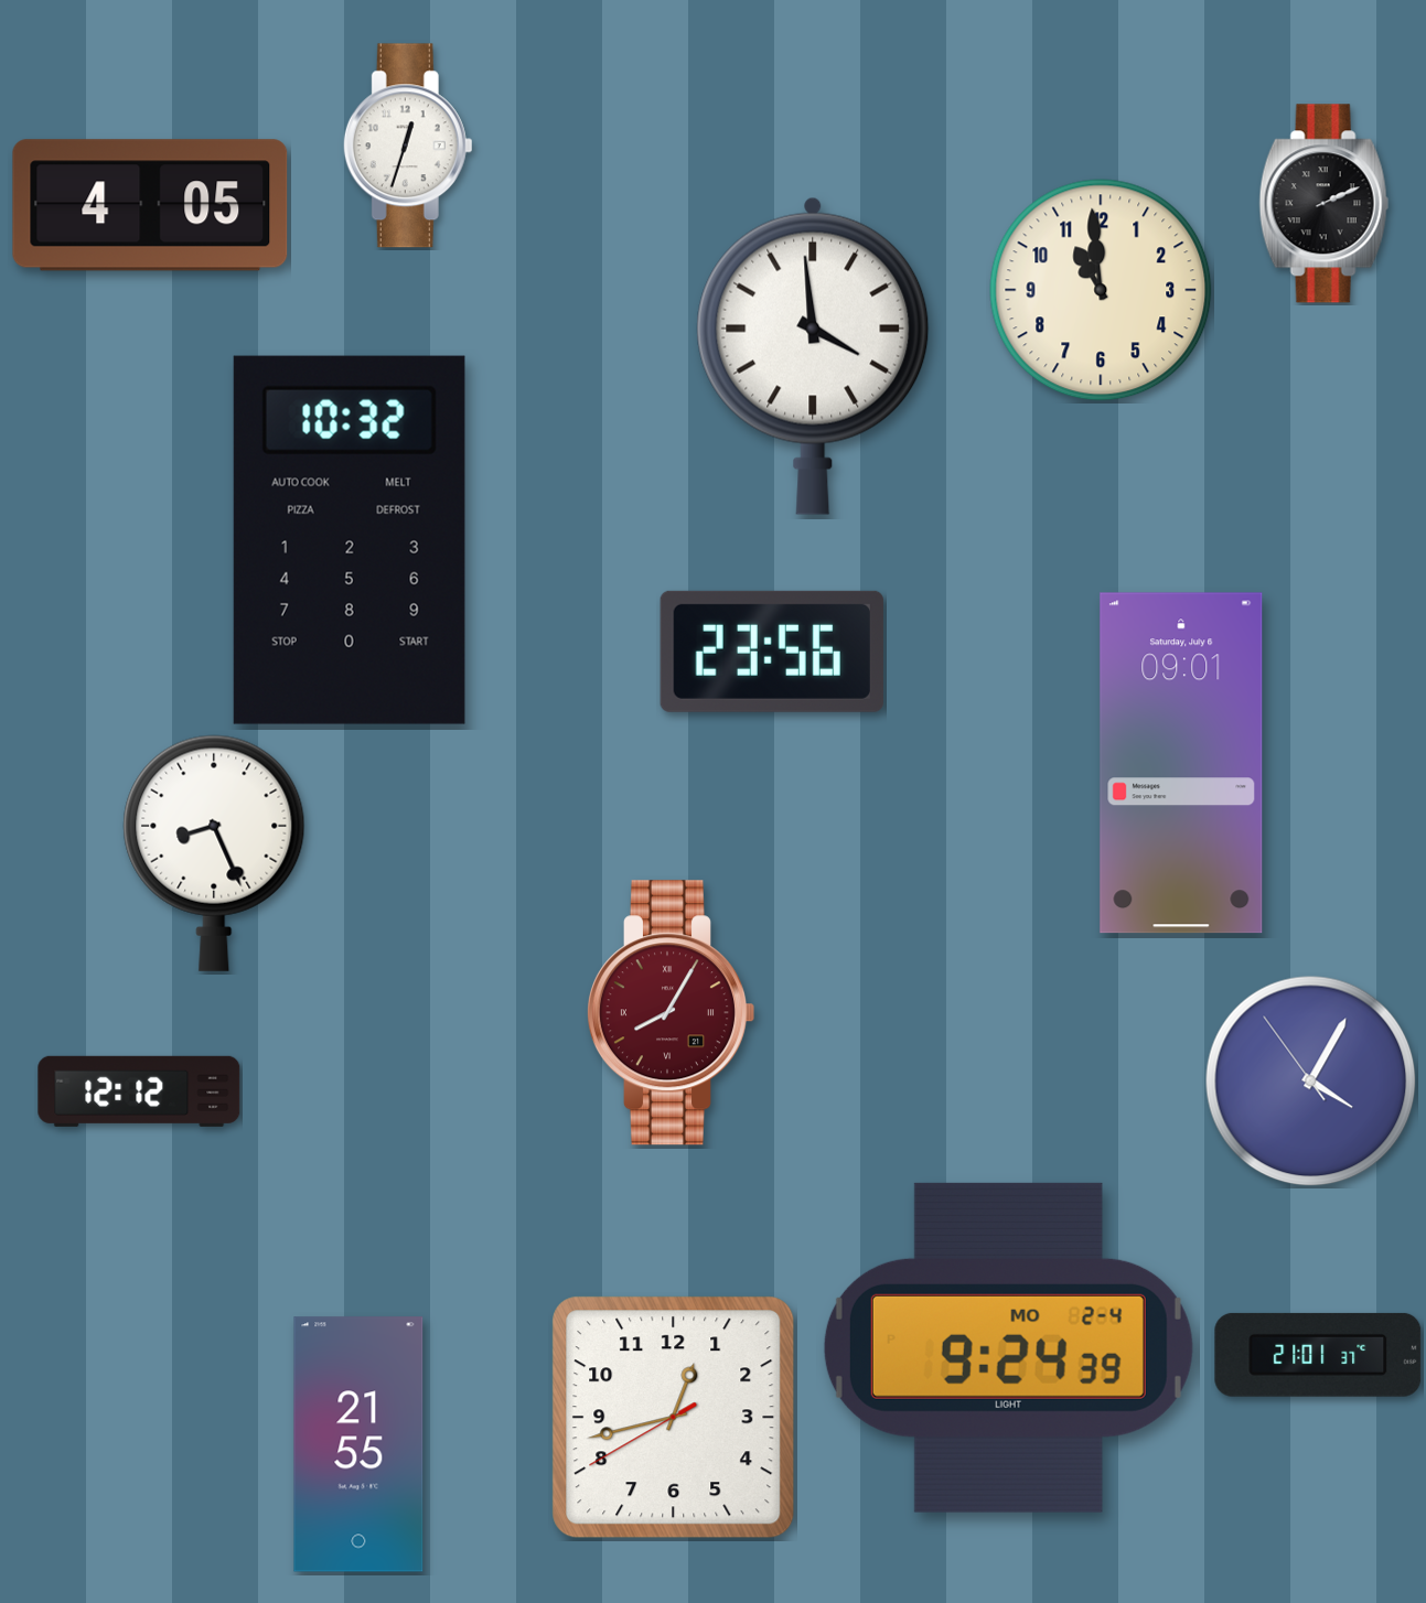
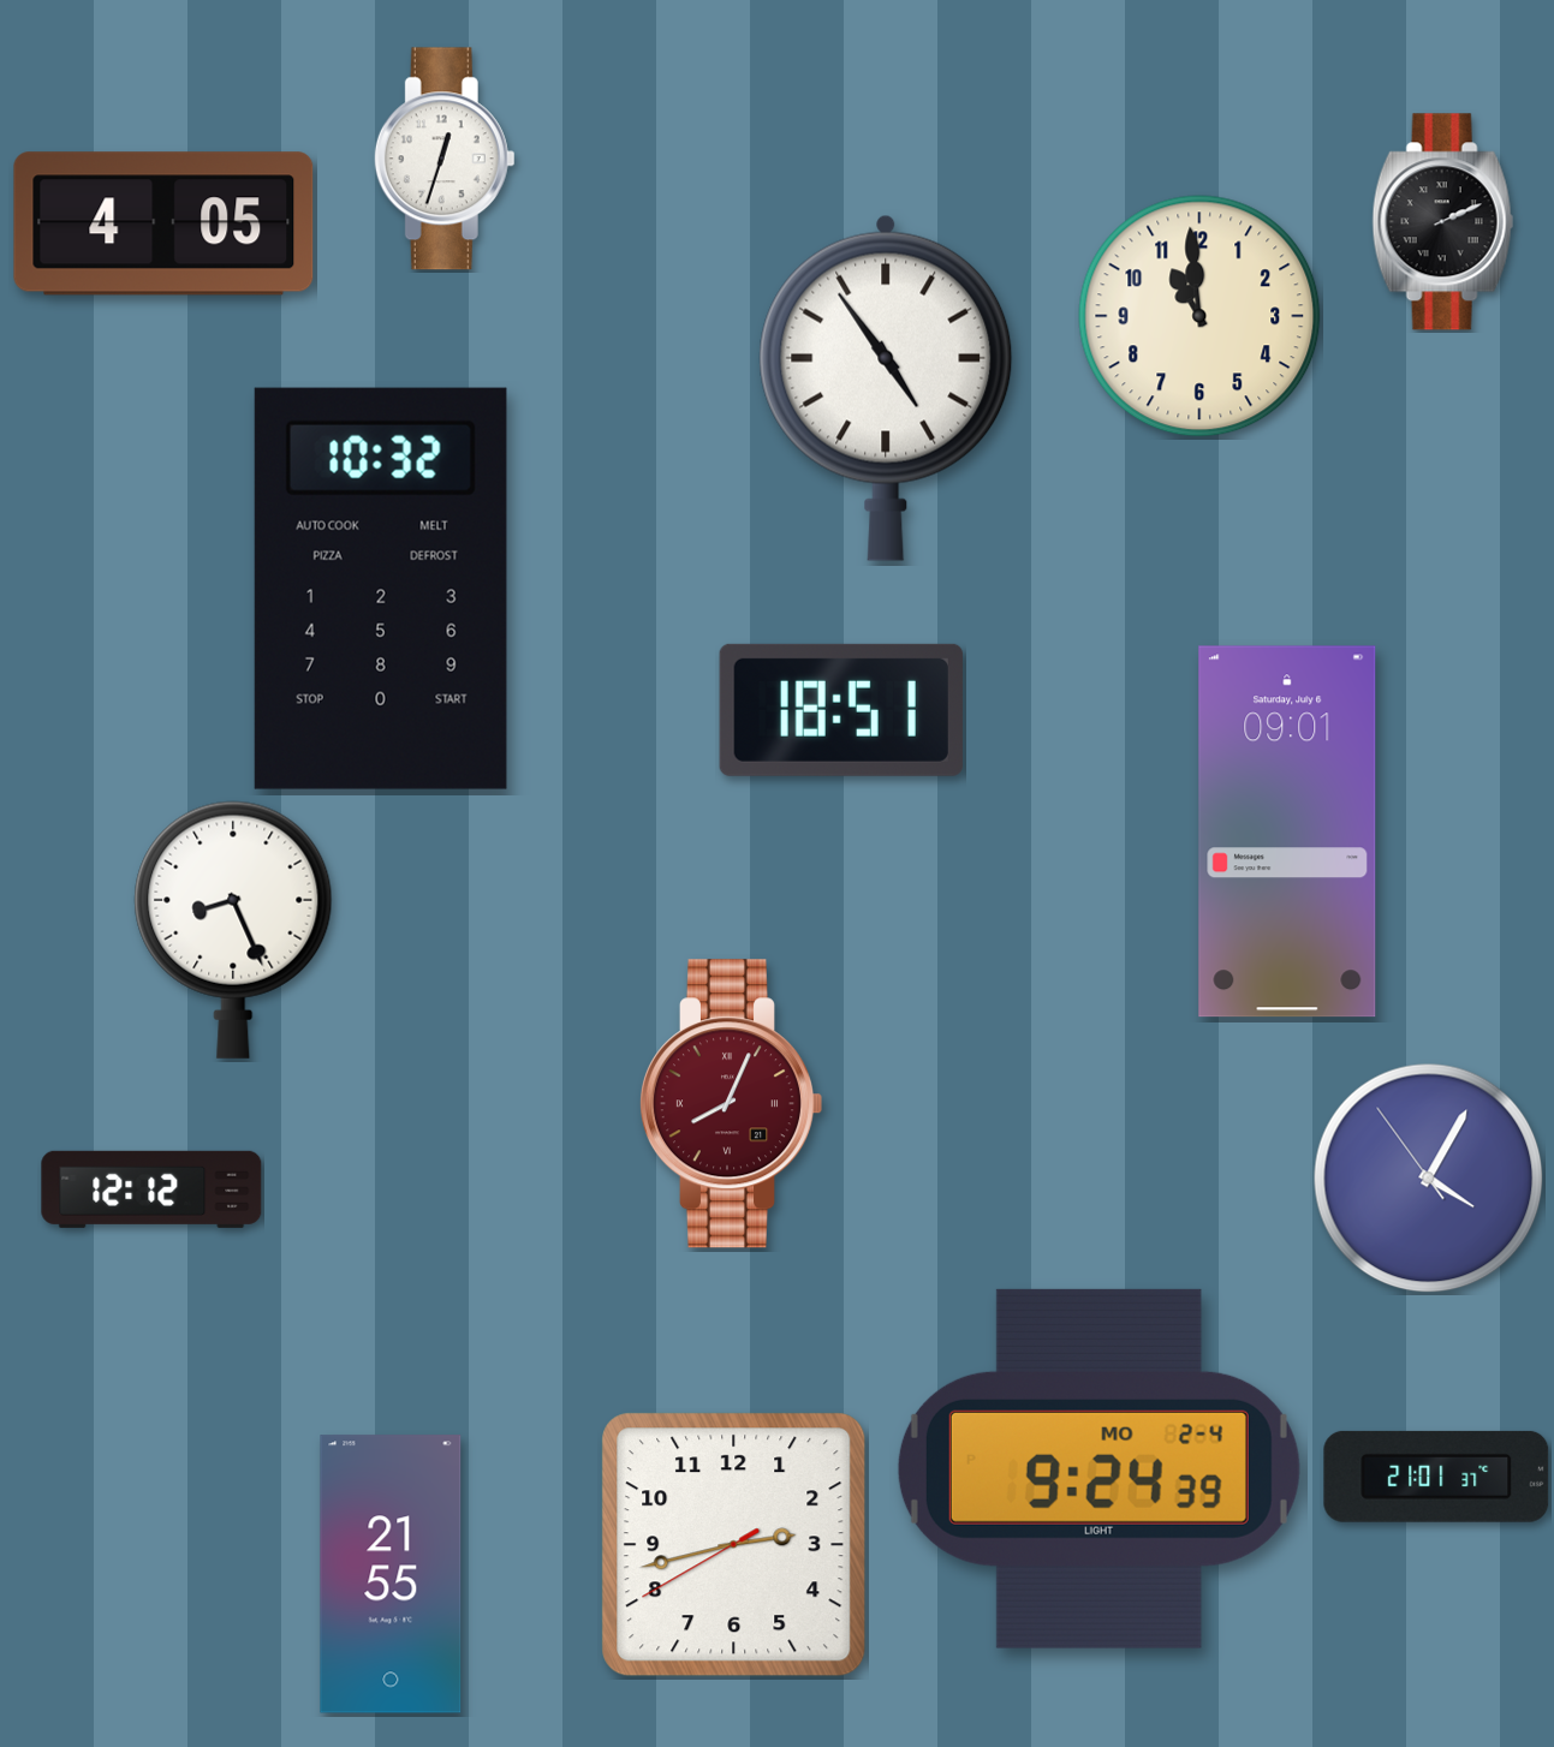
clock at (813, 356): 3:59 -> 4:54
clock at (772, 652): 23:56 -> 18:51
clock at (669, 1013): 8:05 -> 8:04
clock at (674, 1418): 12:42 -> 2:42
